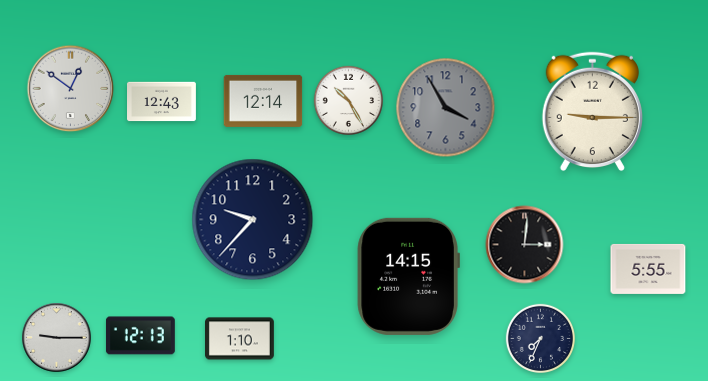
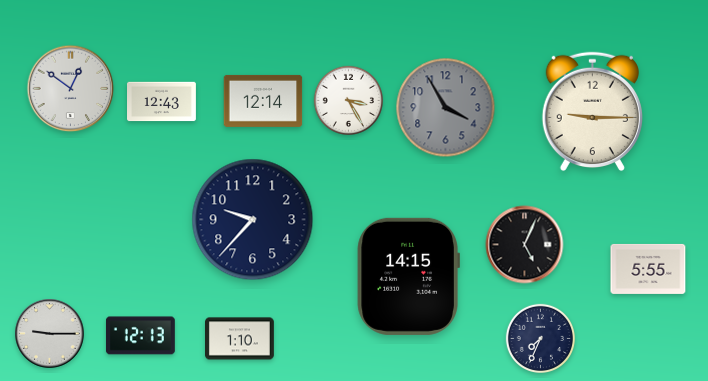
clock at (348, 100): 10:25 -> 3:25
clock at (525, 245): 3:01 -> 5:04
clock at (57, 338) position: (57, 338) -> (50, 334)
